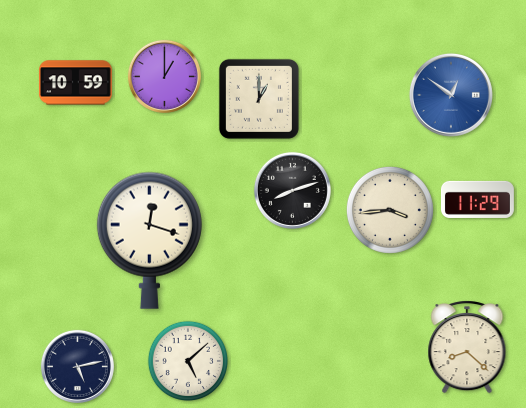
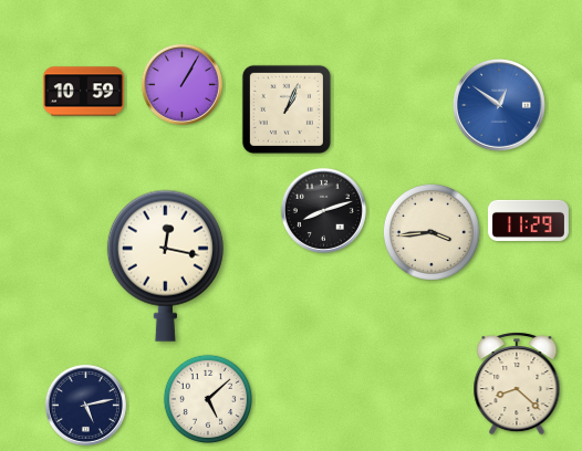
clock at (164, 76): 1:00 -> 1:05
clock at (259, 99): 1:00 -> 1:04
clock at (149, 240): 12:18 -> 12:17
